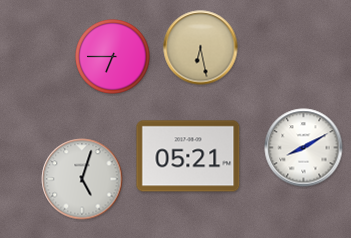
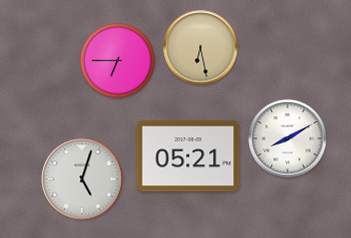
clock at (113, 57) position: (113, 57) -> (118, 61)
clock at (304, 148) position: (304, 148) -> (288, 139)
